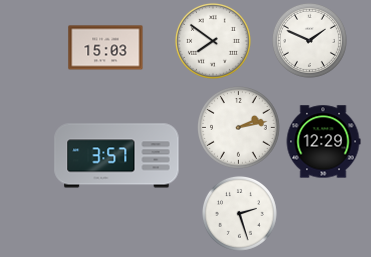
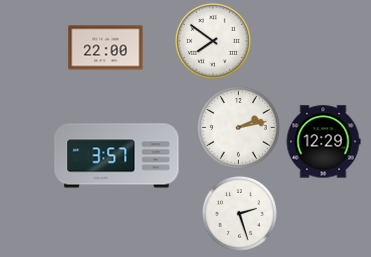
clock at (309, 40): 1:49 -> none
clock at (106, 48): 15:03 -> 22:00
